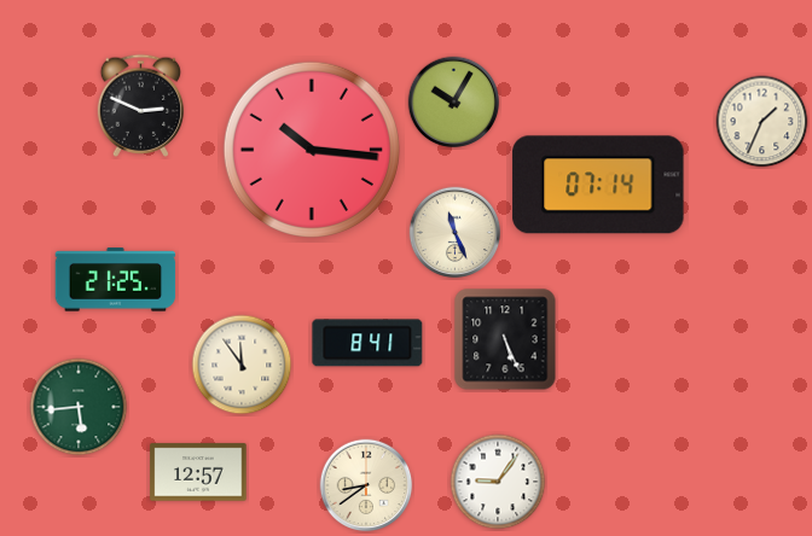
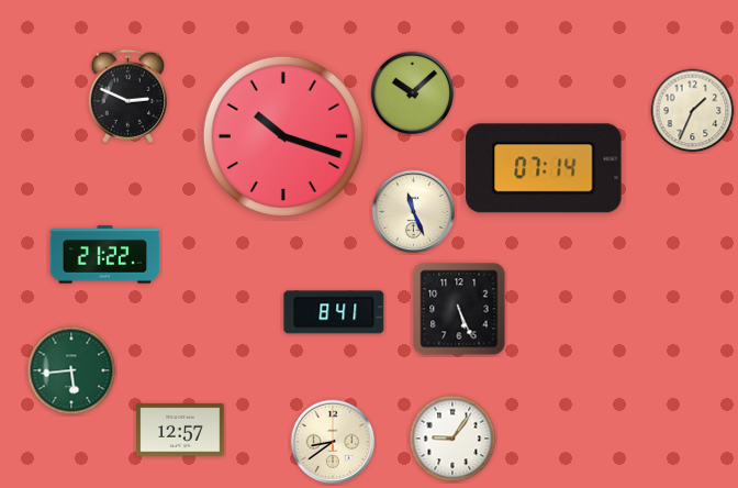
clock at (454, 103): 10:05 -> 10:08
clock at (312, 150): 10:16 -> 10:18
clock at (116, 280): 21:25 -> 21:22
clock at (242, 365): 11:54 -> none
